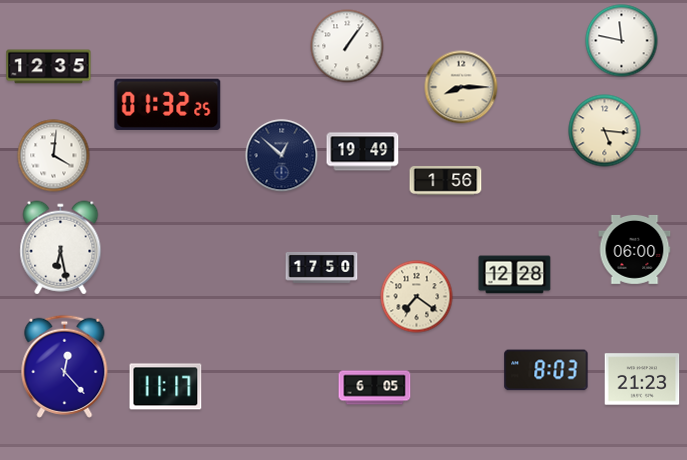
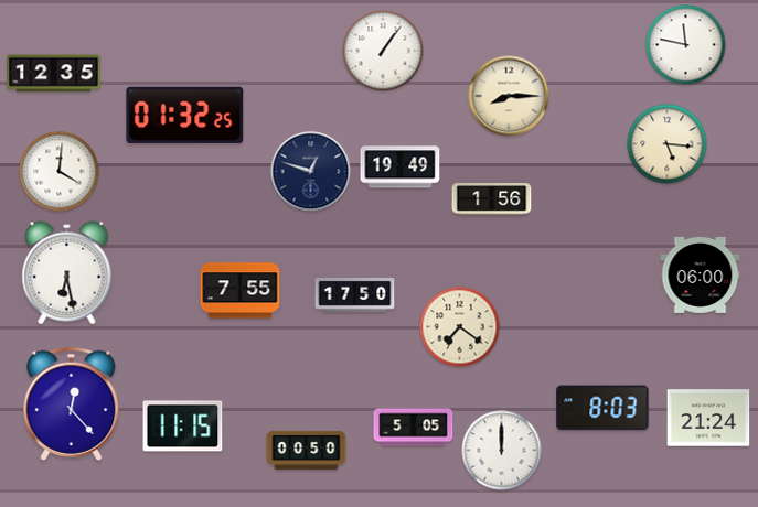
clock at (282, 156): 12:52 -> 12:48
clock at (241, 291): none -> 7:55
clock at (515, 275): 12:28 -> none
clock at (642, 379): 21:23 -> 21:24
clock at (166, 387): 11:17 -> 11:15
clock at (375, 388): 6:05 -> 5:05
clock at (307, 450): none -> 00:50
clock at (502, 451): none -> 12:00
